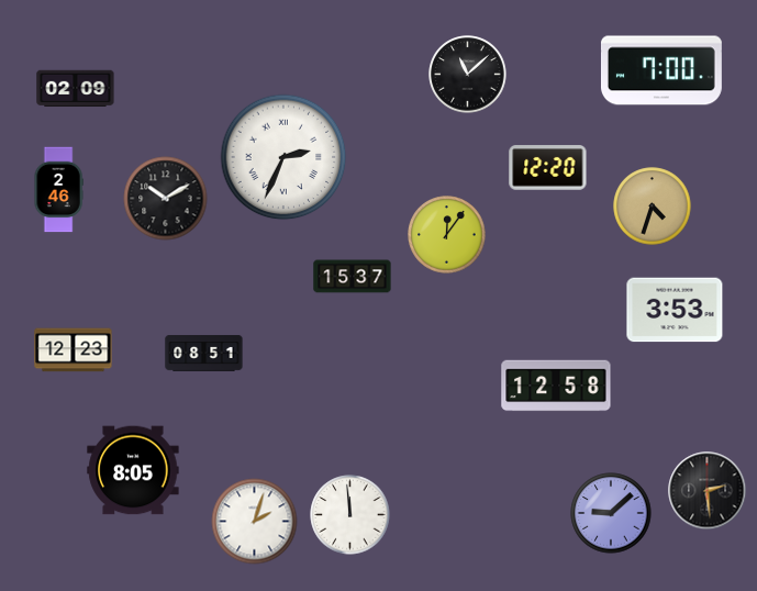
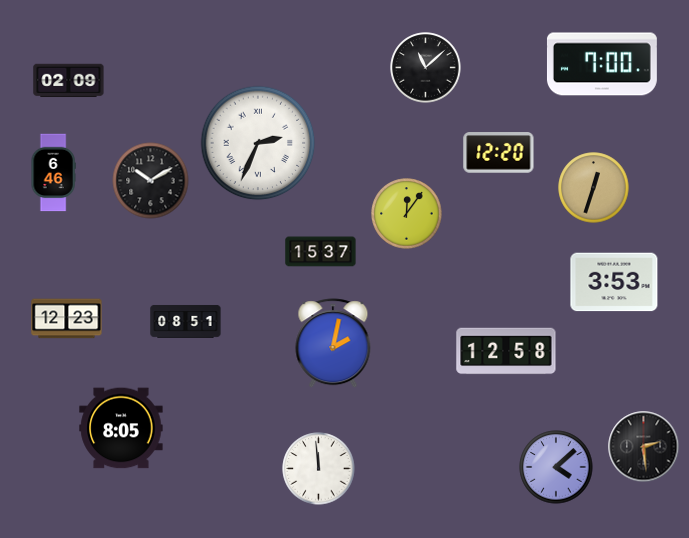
clock at (58, 190): 2:46 -> 6:46
clock at (653, 207): 4:33 -> 12:33
clock at (333, 344): none -> 2:02
clock at (611, 513): 9:08 -> 4:08
clock at (255, 522): 2:03 -> none
